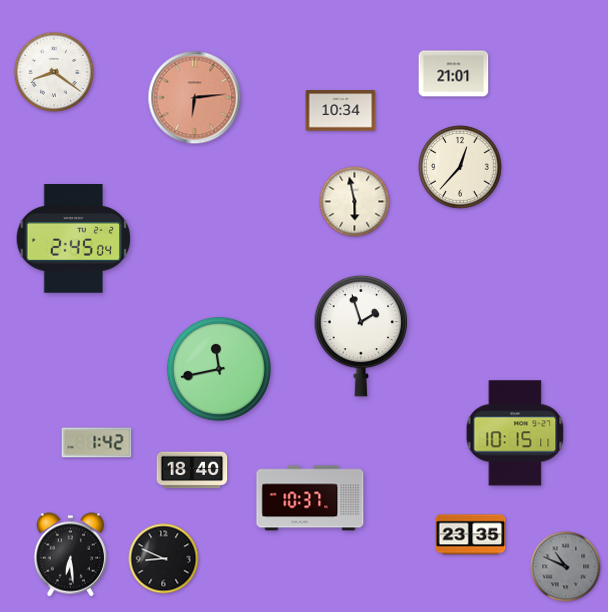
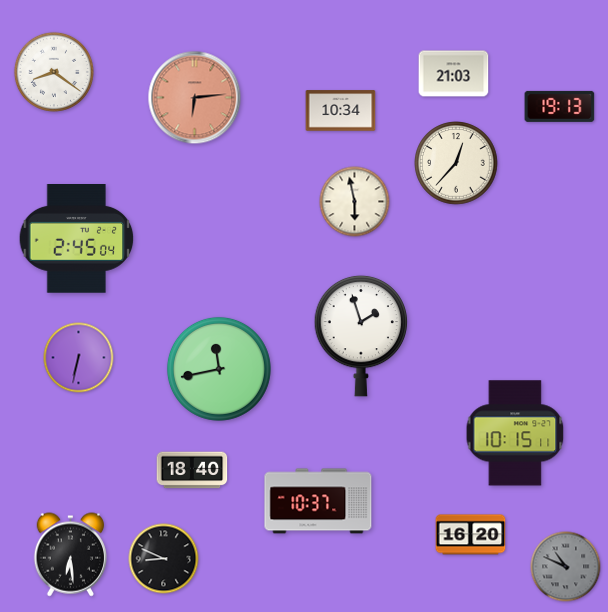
clock at (454, 74): 21:01 -> 21:03
clock at (560, 106): none -> 19:13
clock at (460, 167) position: (460, 167) -> (456, 163)
clock at (74, 239) position: (74, 239) -> (77, 239)
clock at (79, 358): none -> 6:32
clock at (97, 443): 1:42 -> none
clock at (310, 498) position: (310, 498) -> (318, 501)
clock at (471, 535): 23:35 -> 16:20
